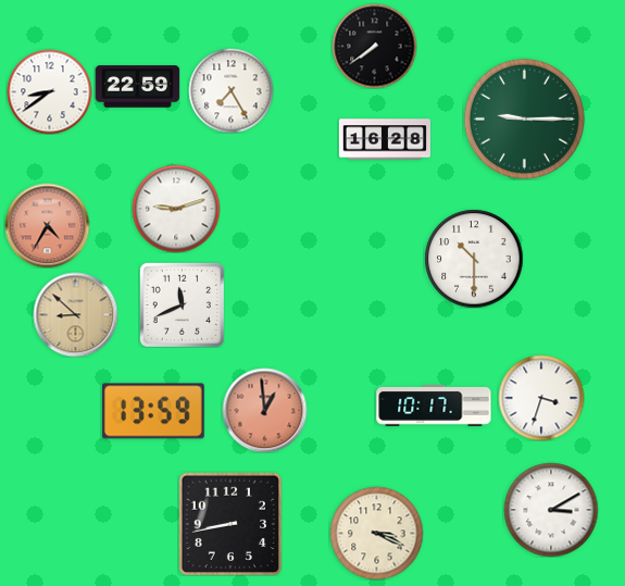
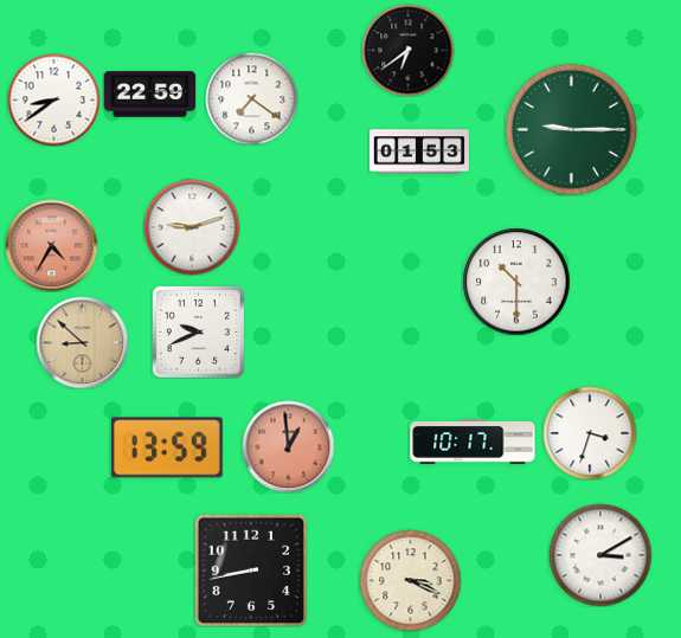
clock at (374, 46): 7:39 -> 6:39
clock at (230, 90): 7:25 -> 7:21
clock at (384, 139): 16:28 -> 01:53
clock at (182, 304): 11:41 -> 9:41
